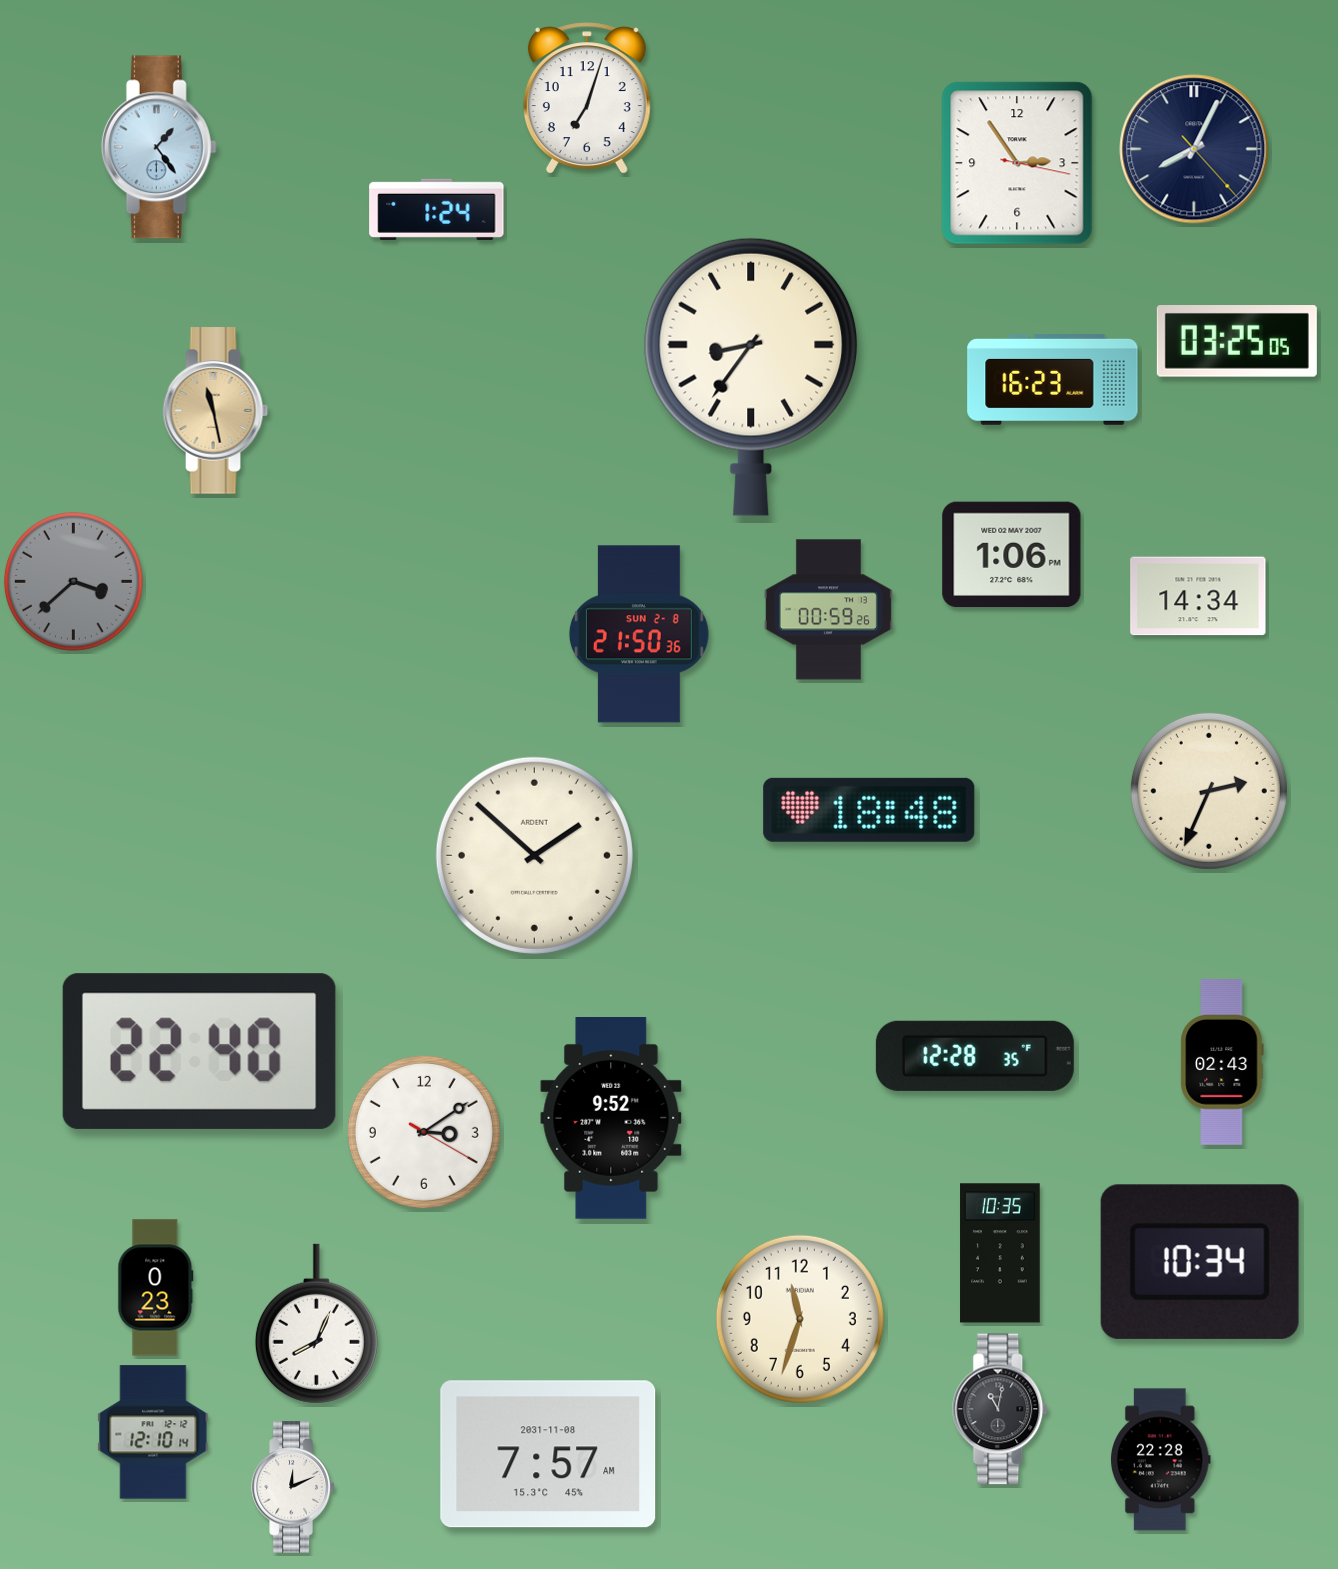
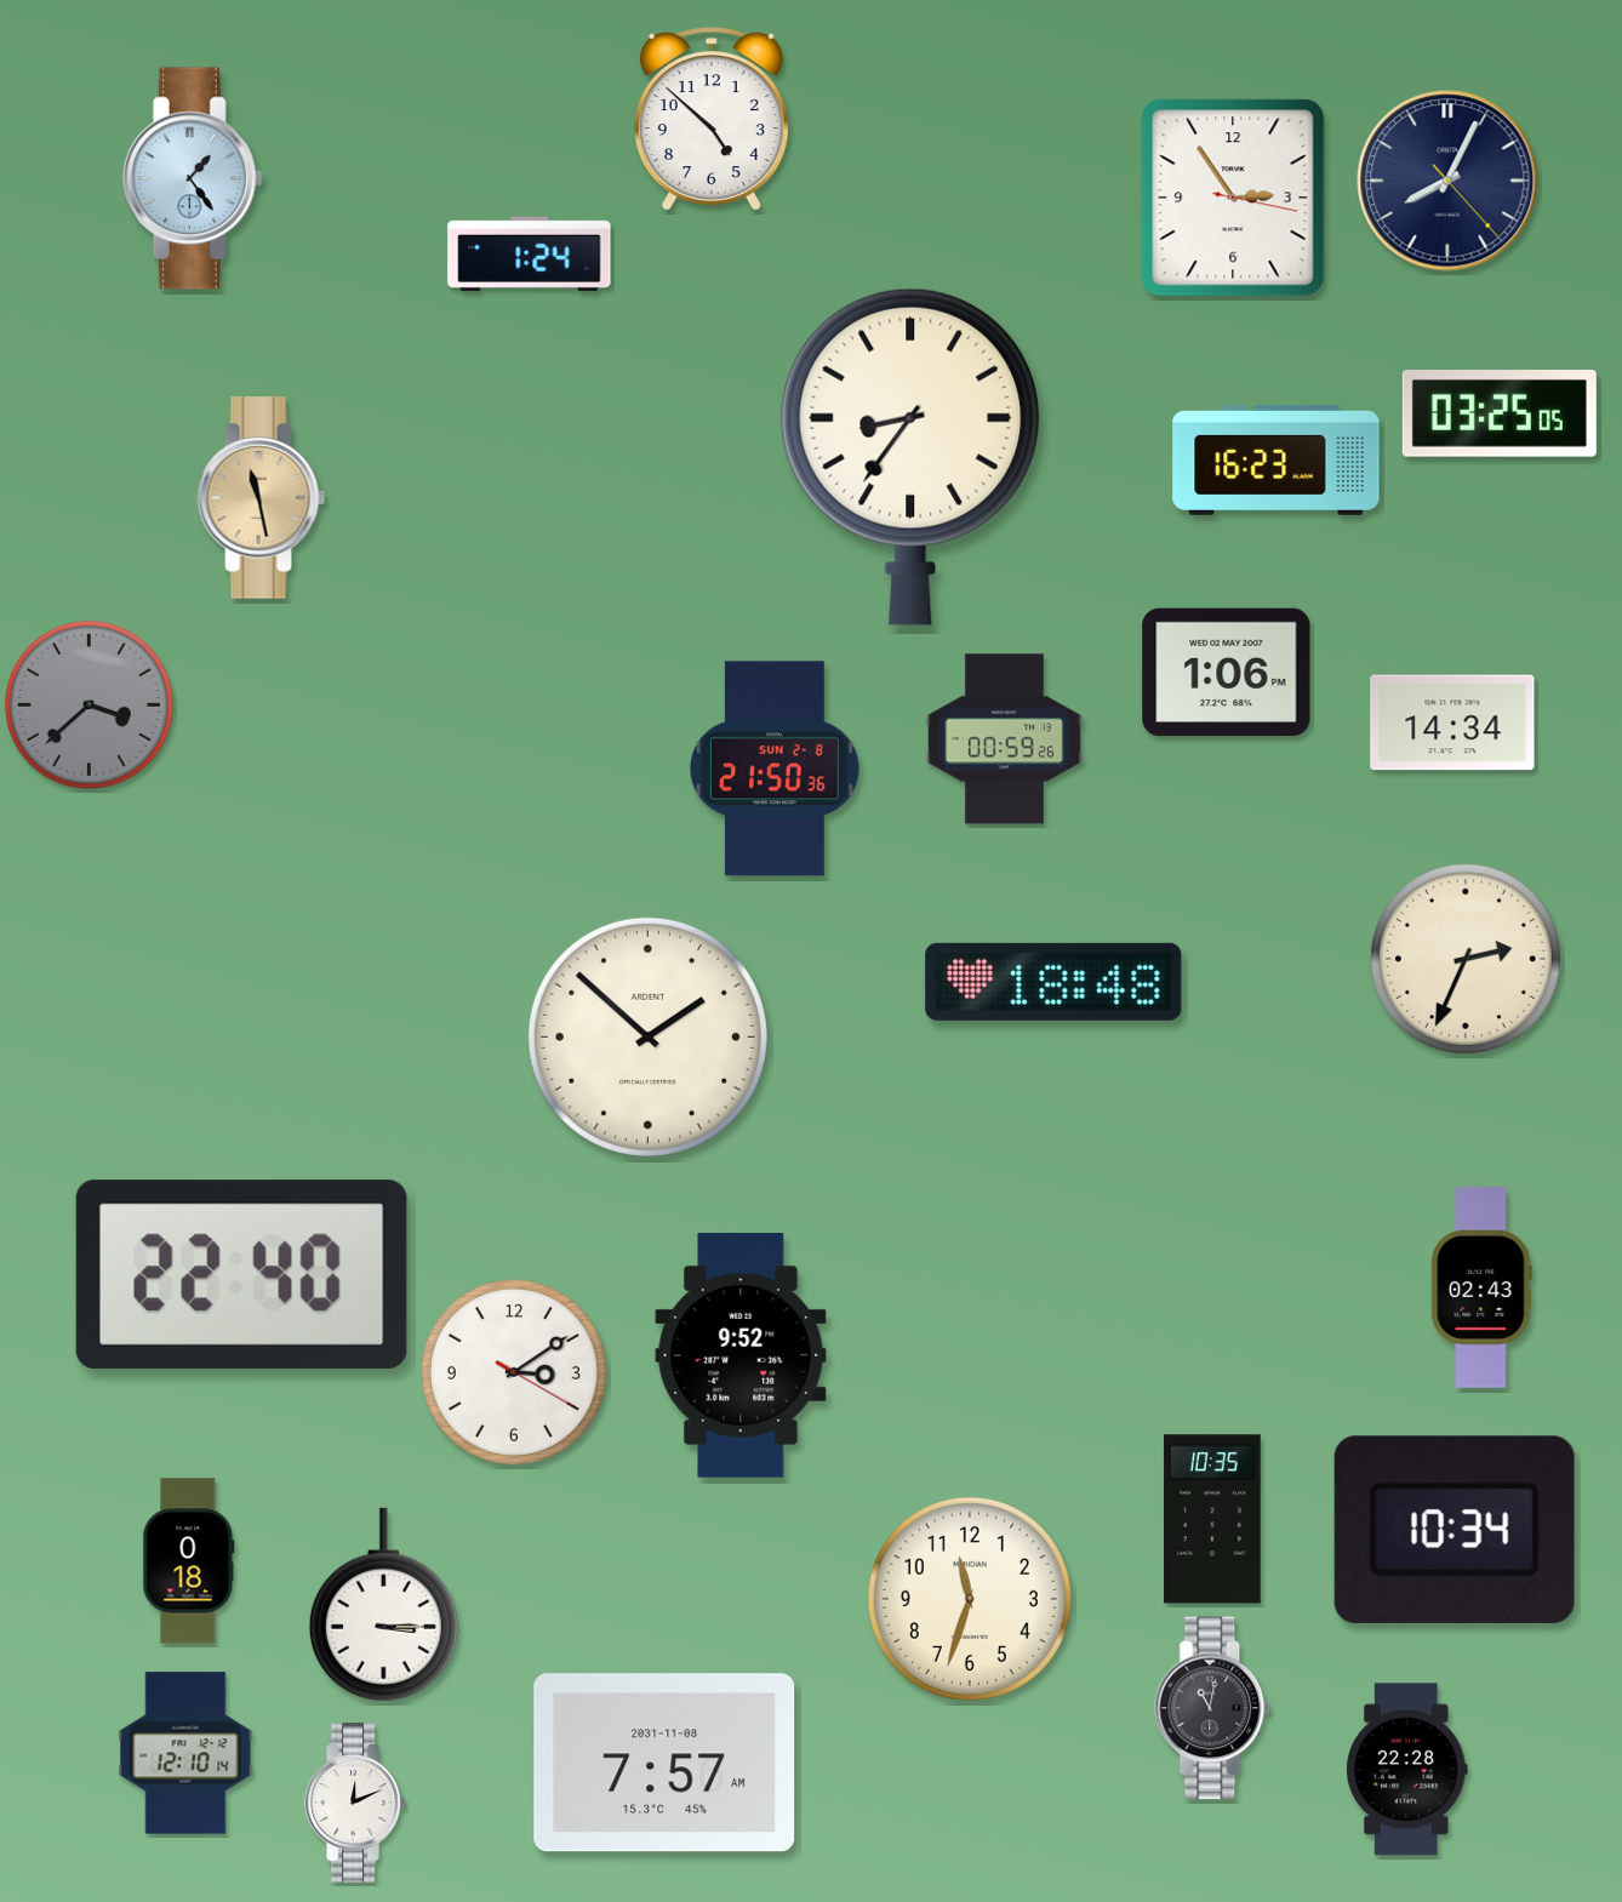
clock at (587, 98): 7:03 -> 4:52
clock at (975, 1056): 12:28 -> none
clock at (156, 1288): 0:23 -> 0:18
clock at (316, 1324): 8:04 -> 3:15
clock at (153, 1432) position: (153, 1432) -> (185, 1753)
